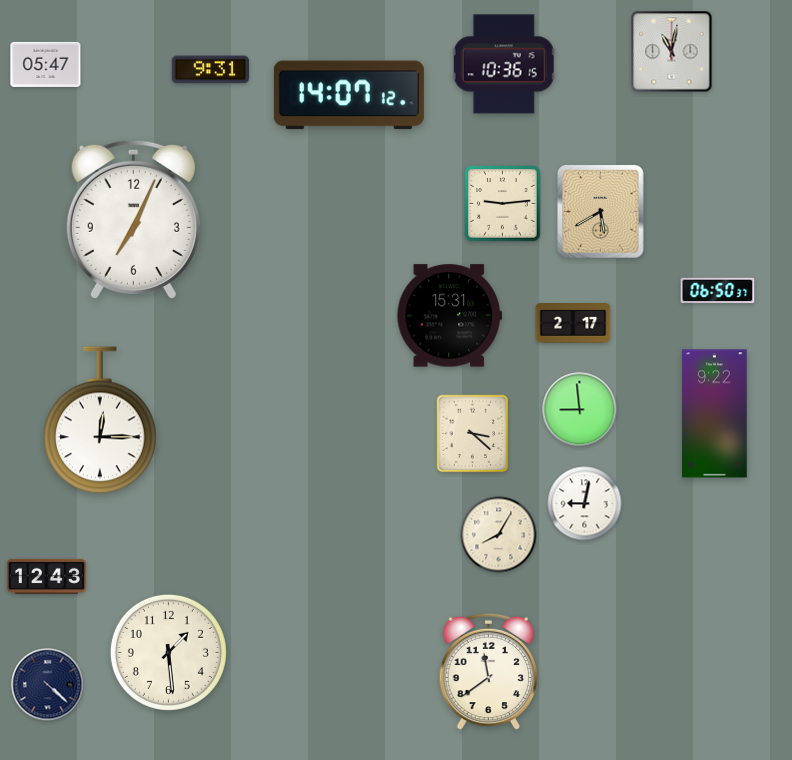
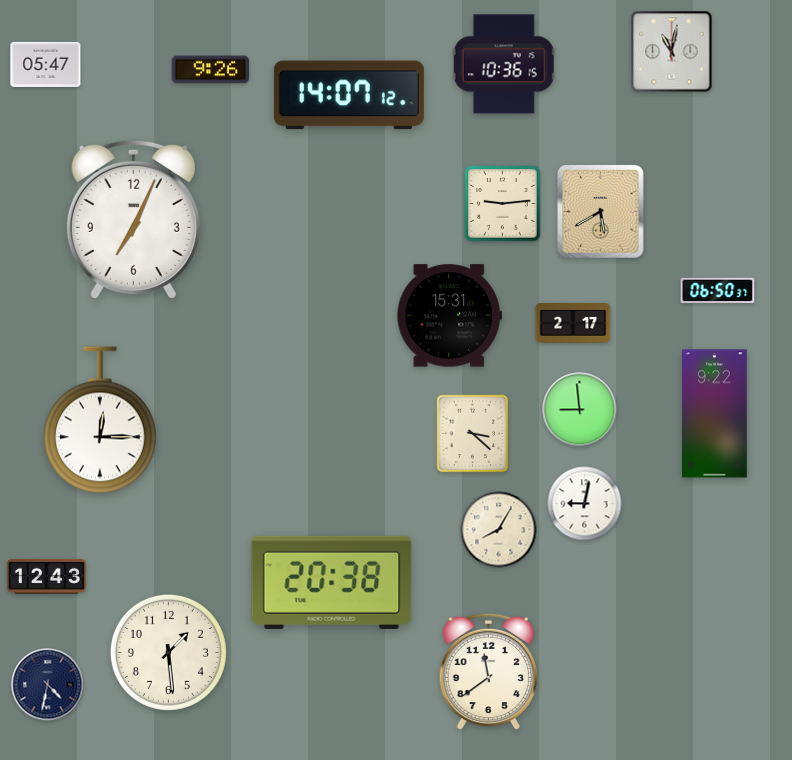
clock at (210, 70): 9:31 -> 9:26
clock at (499, 535) position: (499, 535) -> (499, 530)
clock at (332, 582): none -> 20:38
clock at (48, 685): 4:22 -> 4:32
